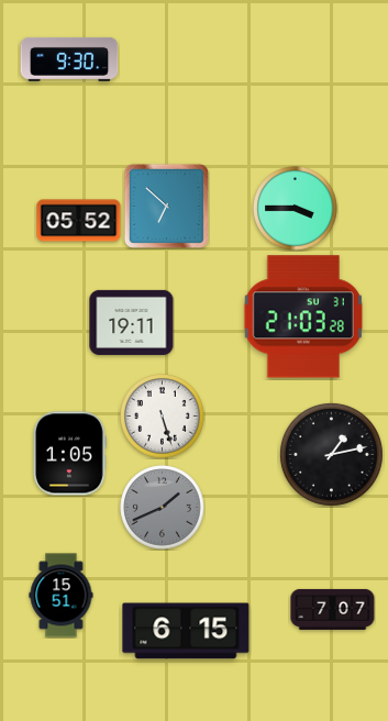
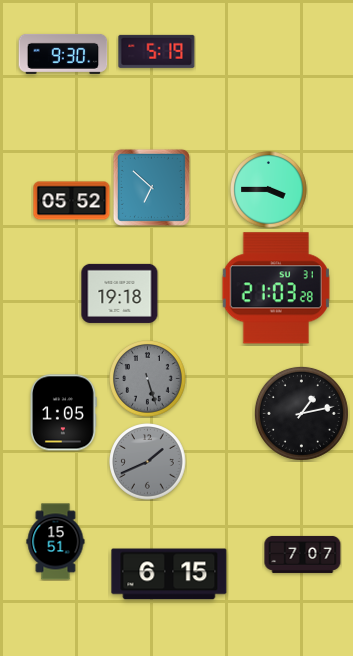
clock at (157, 51): none -> 5:19
clock at (132, 322): 19:11 -> 19:18
clock at (163, 417) dial: white -> grey
